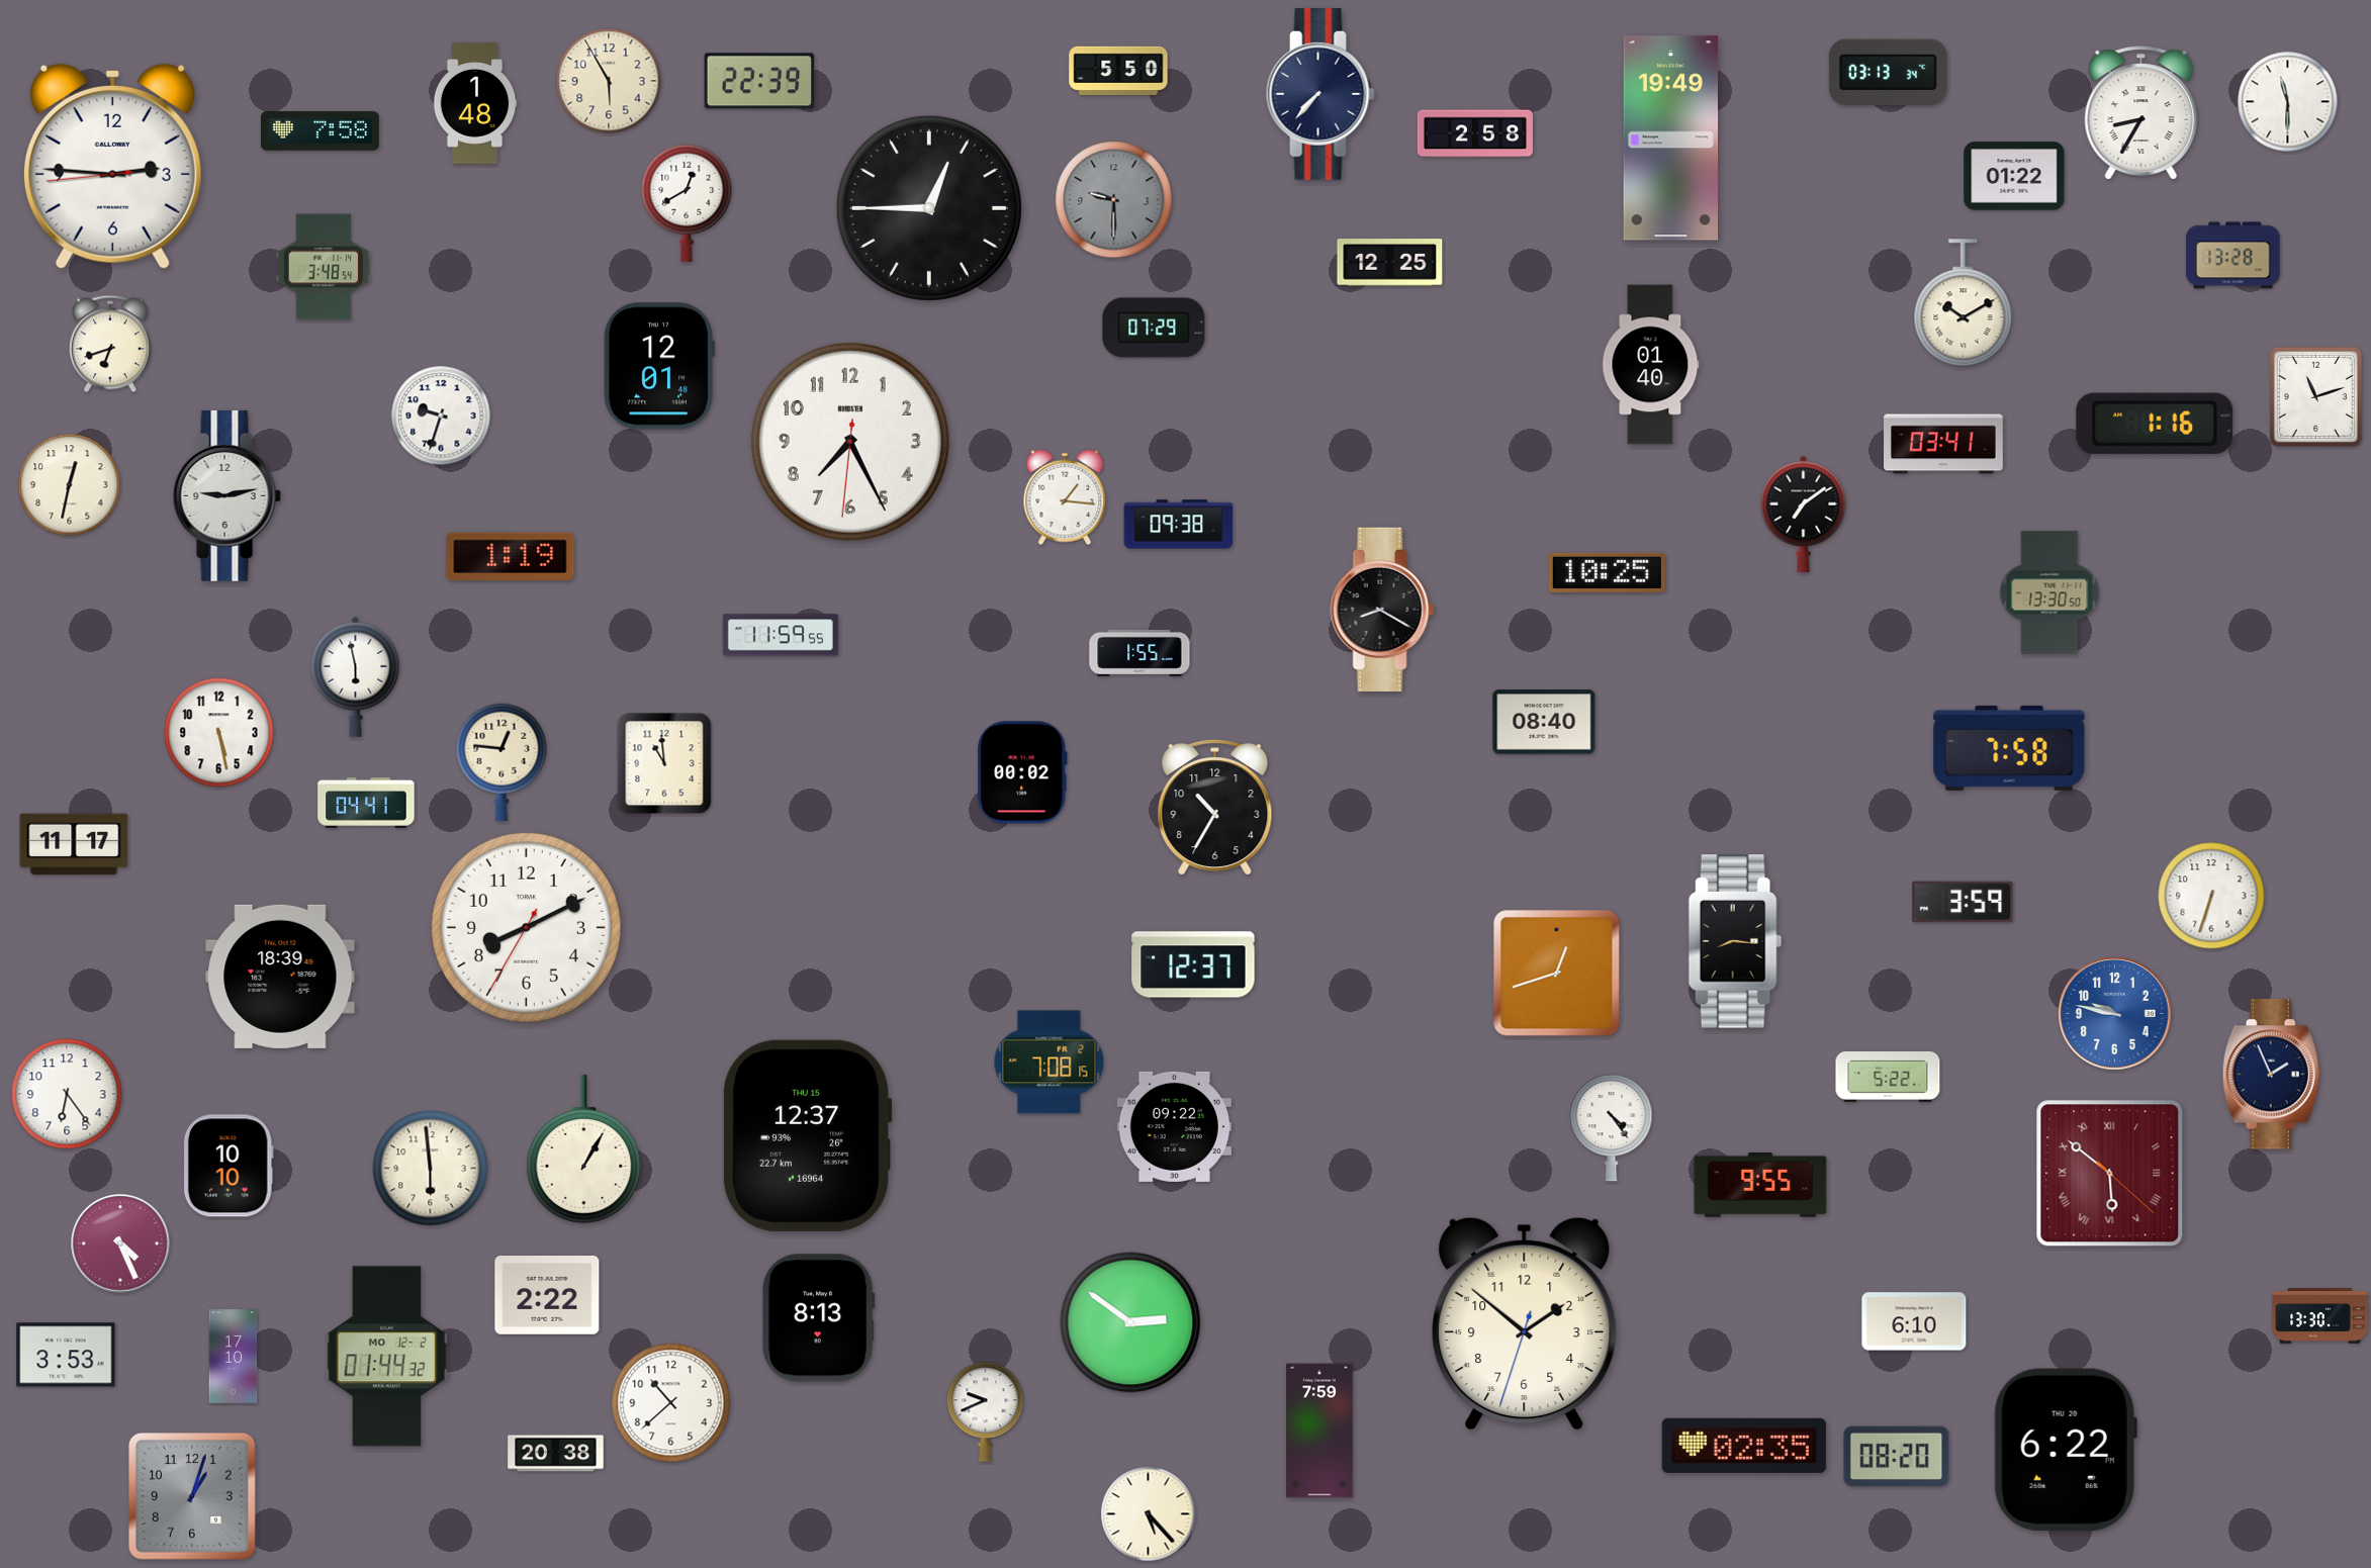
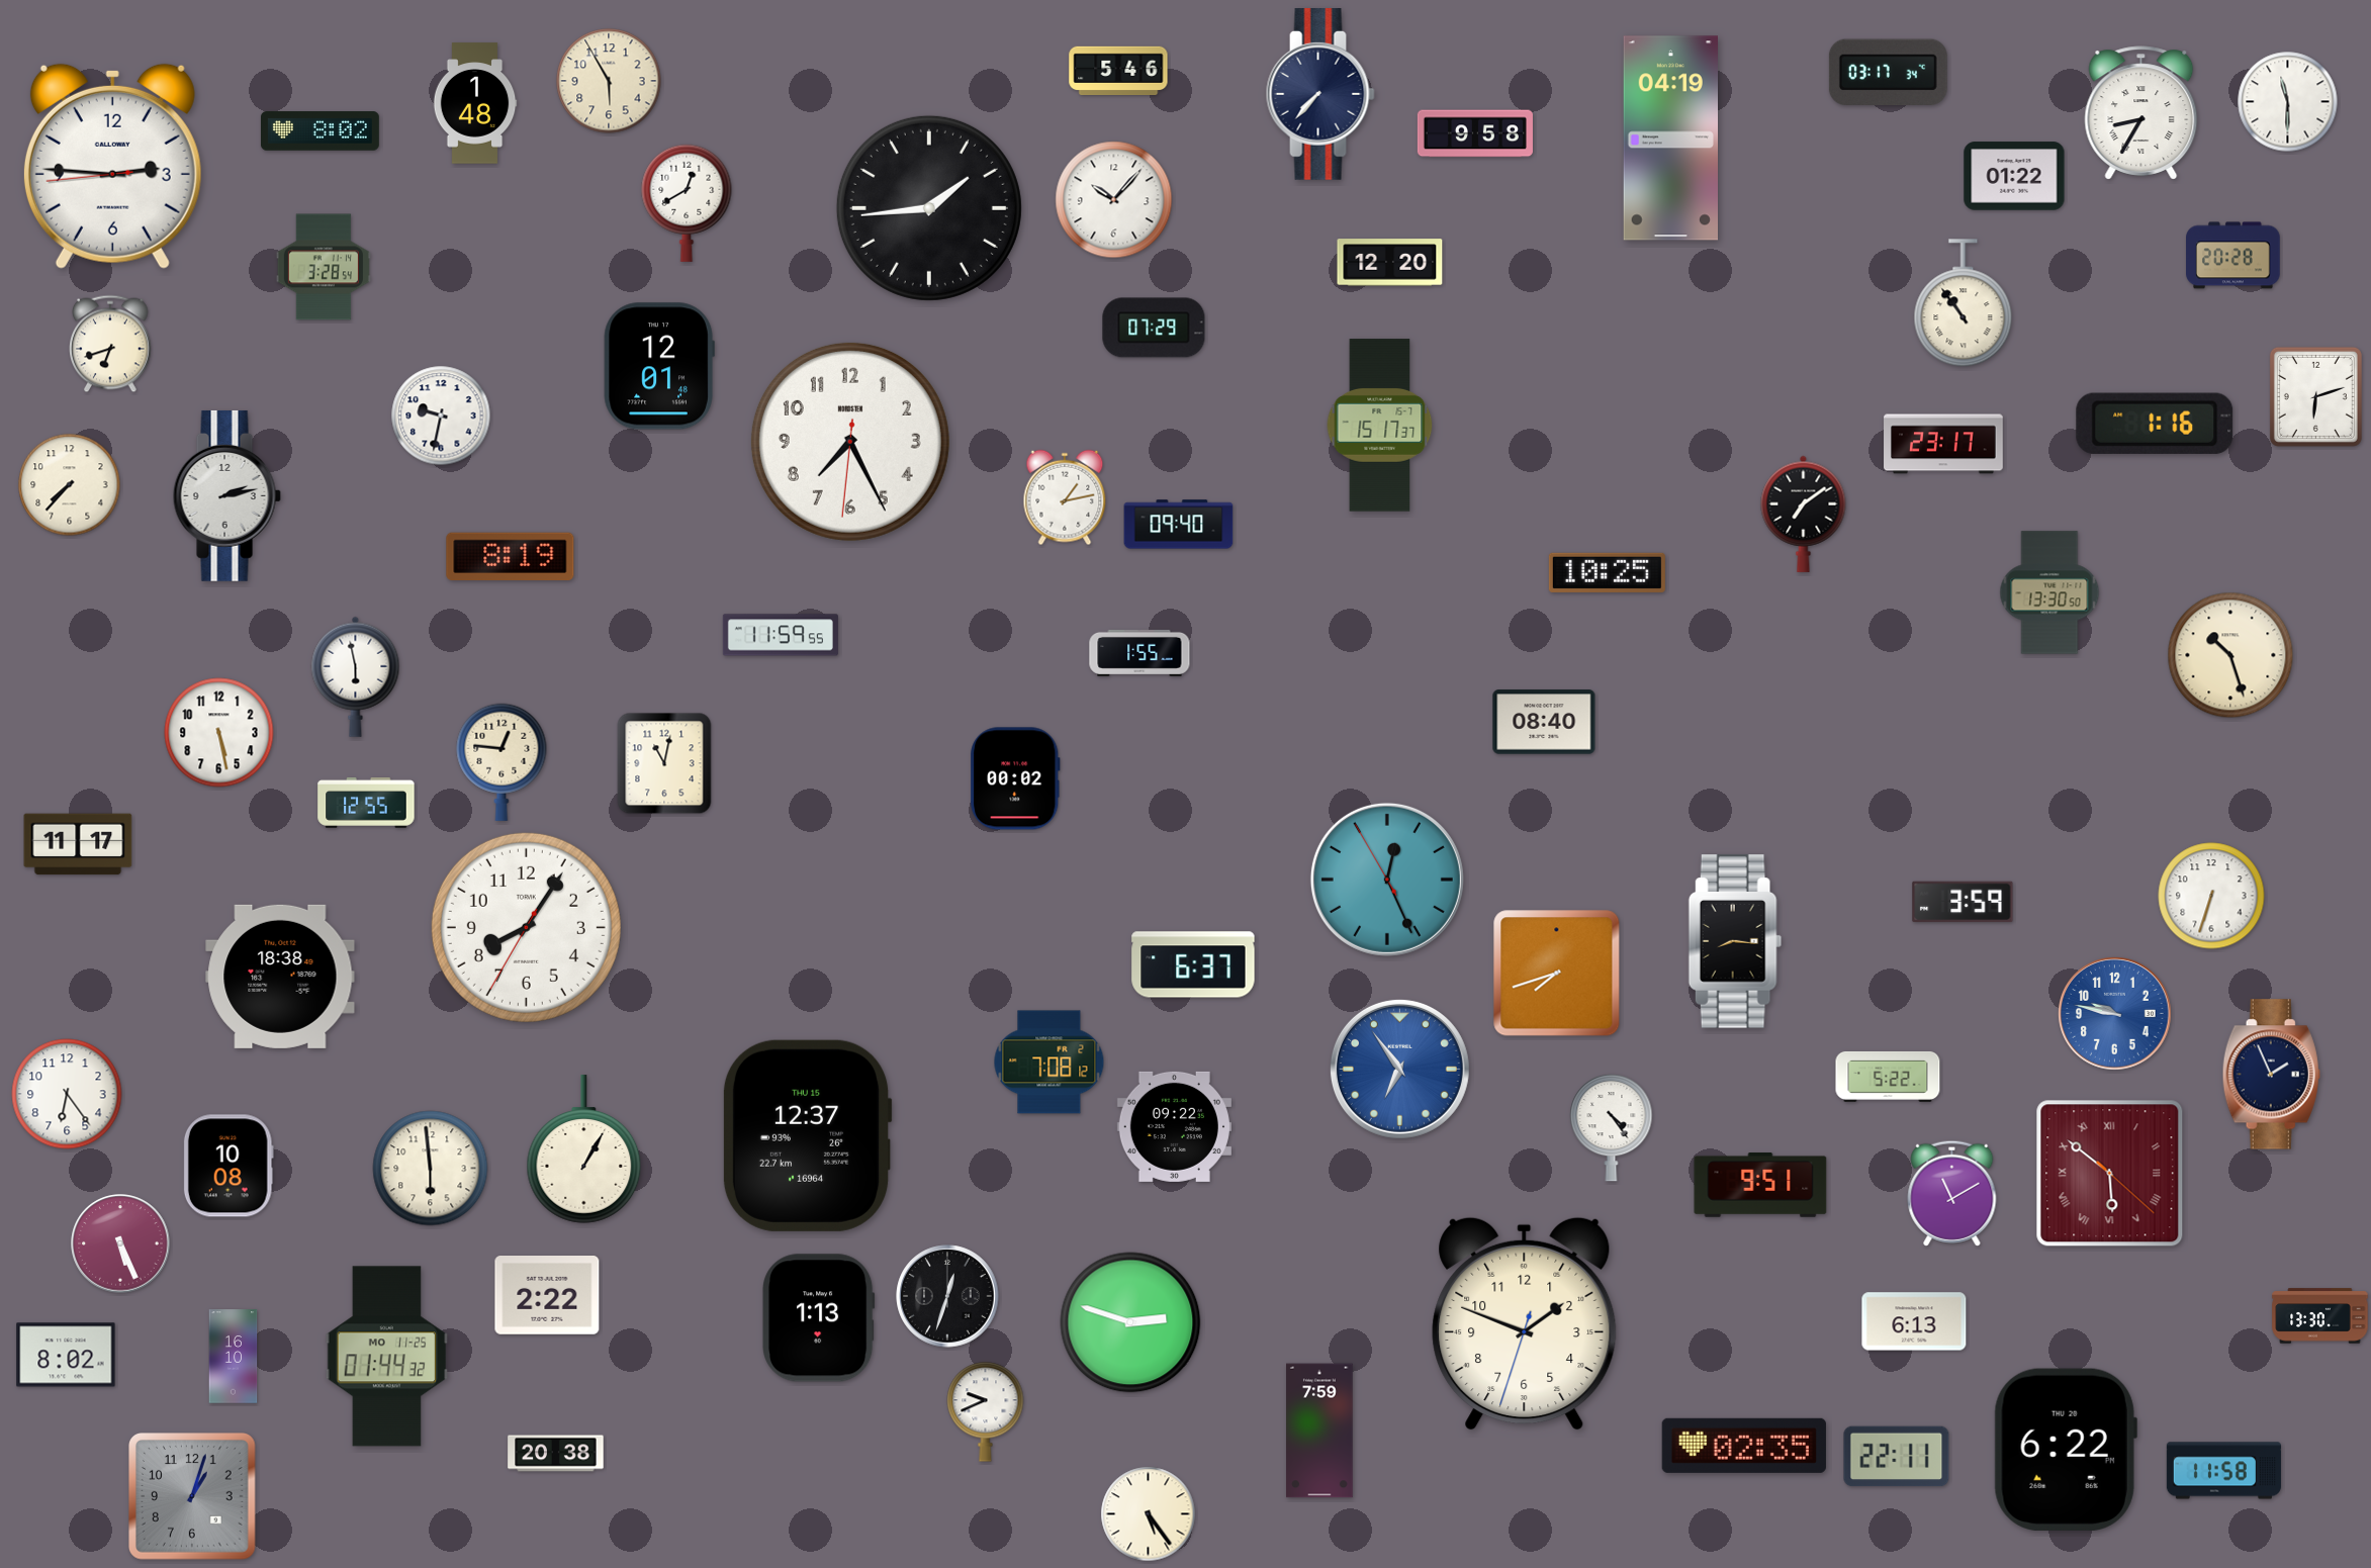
clock at (1118, 70): 5:50 -> 5:46
clock at (1888, 73): 03:13 -> 03:17
clock at (759, 81): 22:39 -> none
clock at (320, 131): 7:58 -> 8:02
clock at (1475, 133): 2:58 -> 9:58
clock at (1670, 139): 19:49 -> 04:19
clock at (1114, 200): 9:30 -> 10:07
clock at (1114, 200) dial: grey -> white
clock at (929, 208): 12:45 -> 1:44
clock at (2233, 256): 13:28 -> 20:28
clock at (1390, 263): 12:25 -> 12:20
clock at (324, 267): 3:48 -> 3:28
clock at (1964, 303): 10:10 -> 10:54
clock at (1651, 365): 01:40 -> none
clock at (2315, 396): 11:12 -> 6:12
clock at (441, 416): 9:33 -> 9:32
clock at (1380, 426): none -> 15:17
clock at (1943, 444): 03:41 -> 23:17
clock at (70, 485): 12:32 -> 7:37
clock at (226, 495): 9:13 -> 2:13
clock at (1065, 497): 1:16 -> 1:13
clock at (1179, 525): 09:38 -> 09:40
clock at (511, 556): 1:19 -> 8:19
clock at (1382, 610): 8:20 -> none
clock at (2230, 655): none -> 10:27
clock at (2009, 748): 7:58 -> none
clock at (664, 763): 10:59 -> 11:02
clock at (1022, 772) position: (1022, 772) -> (1015, 778)
clock at (366, 803): 04:41 -> 12:55
clock at (1215, 809): 10:35 -> none
clock at (74, 844) position: (74, 844) -> (78, 844)
clock at (1387, 880): none -> 12:25
clock at (526, 927): 8:10 -> 8:05
clock at (1193, 964): 12:37 -> 6:37
clock at (1557, 974): 12:42 -> 7:42
clock at (280, 977): 18:39 -> 18:38
clock at (1050, 1063): 7:08:15 -> 7:08:12
clock at (1399, 1069): none -> 6:54
clock at (229, 1166): 10:10 -> 10:08
clock at (1760, 1185): 9:55 -> 9:51
clock at (1952, 1193): none -> 11:10
clock at (120, 1243): 4:26 -> 5:26
clock at (947, 1296): none -> 12:33
clock at (819, 1318): 8:13 -> 1:13
clock at (1914, 1321): 6:10 -> 6:13
clock at (1130, 1322): 2:51 -> 2:48
clock at (1525, 1323): 1:51 -> 1:48
clock at (66, 1355): 3:53 -> 8:02
clock at (234, 1357): 17:10 -> 16:10
clock at (387, 1357) date: MO 12-2 -> MO 11-25
clock at (671, 1403): 10:38 -> none
clock at (1897, 1457): 08:20 -> 22:11
clock at (2223, 1471): none -> 11:58
clock at (1149, 1514): 5:23 -> 5:24
